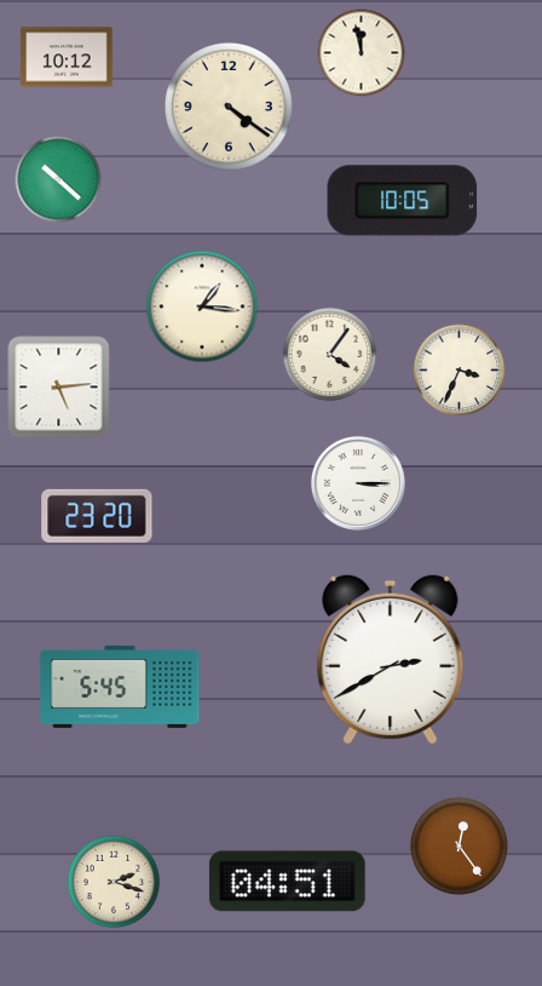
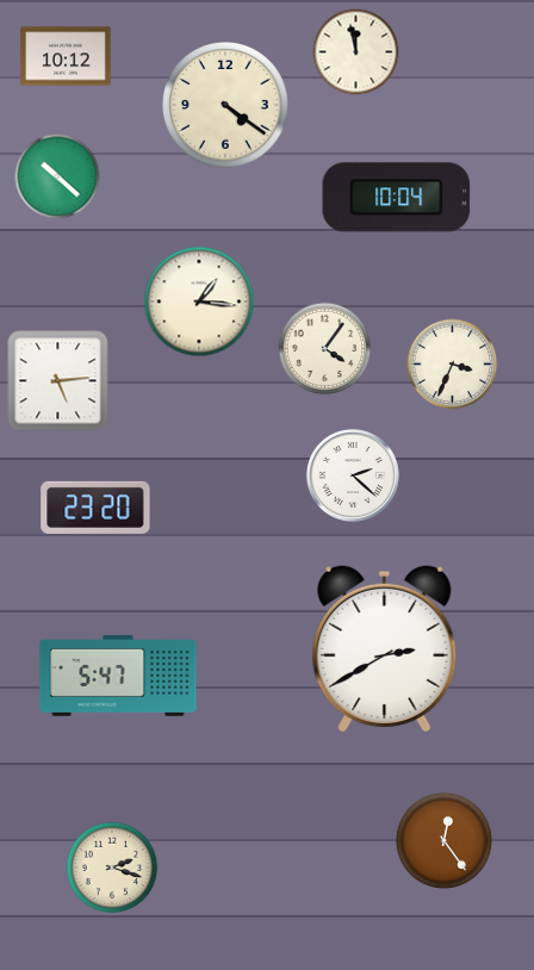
clock at (403, 201): 10:05 -> 10:04
clock at (358, 483): 3:15 -> 2:22
clock at (120, 687): 5:45 -> 5:47
clock at (459, 845) position: (459, 845) -> (443, 840)
clock at (287, 882): 04:51 -> none
